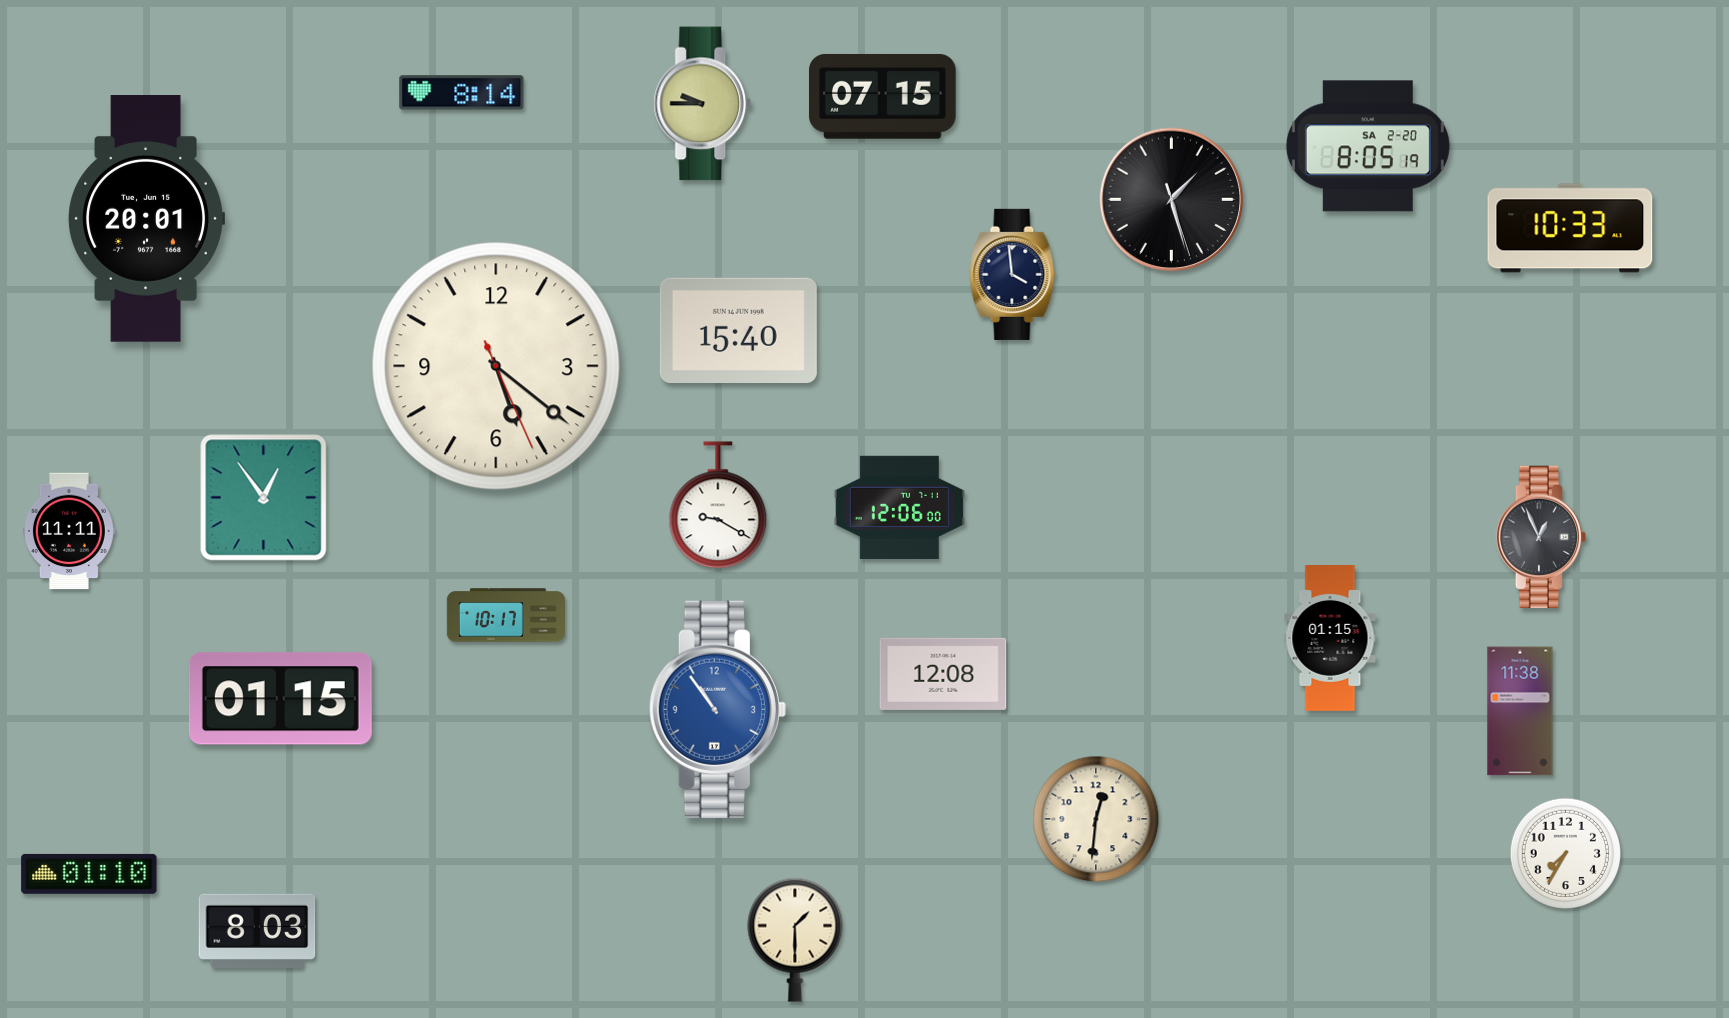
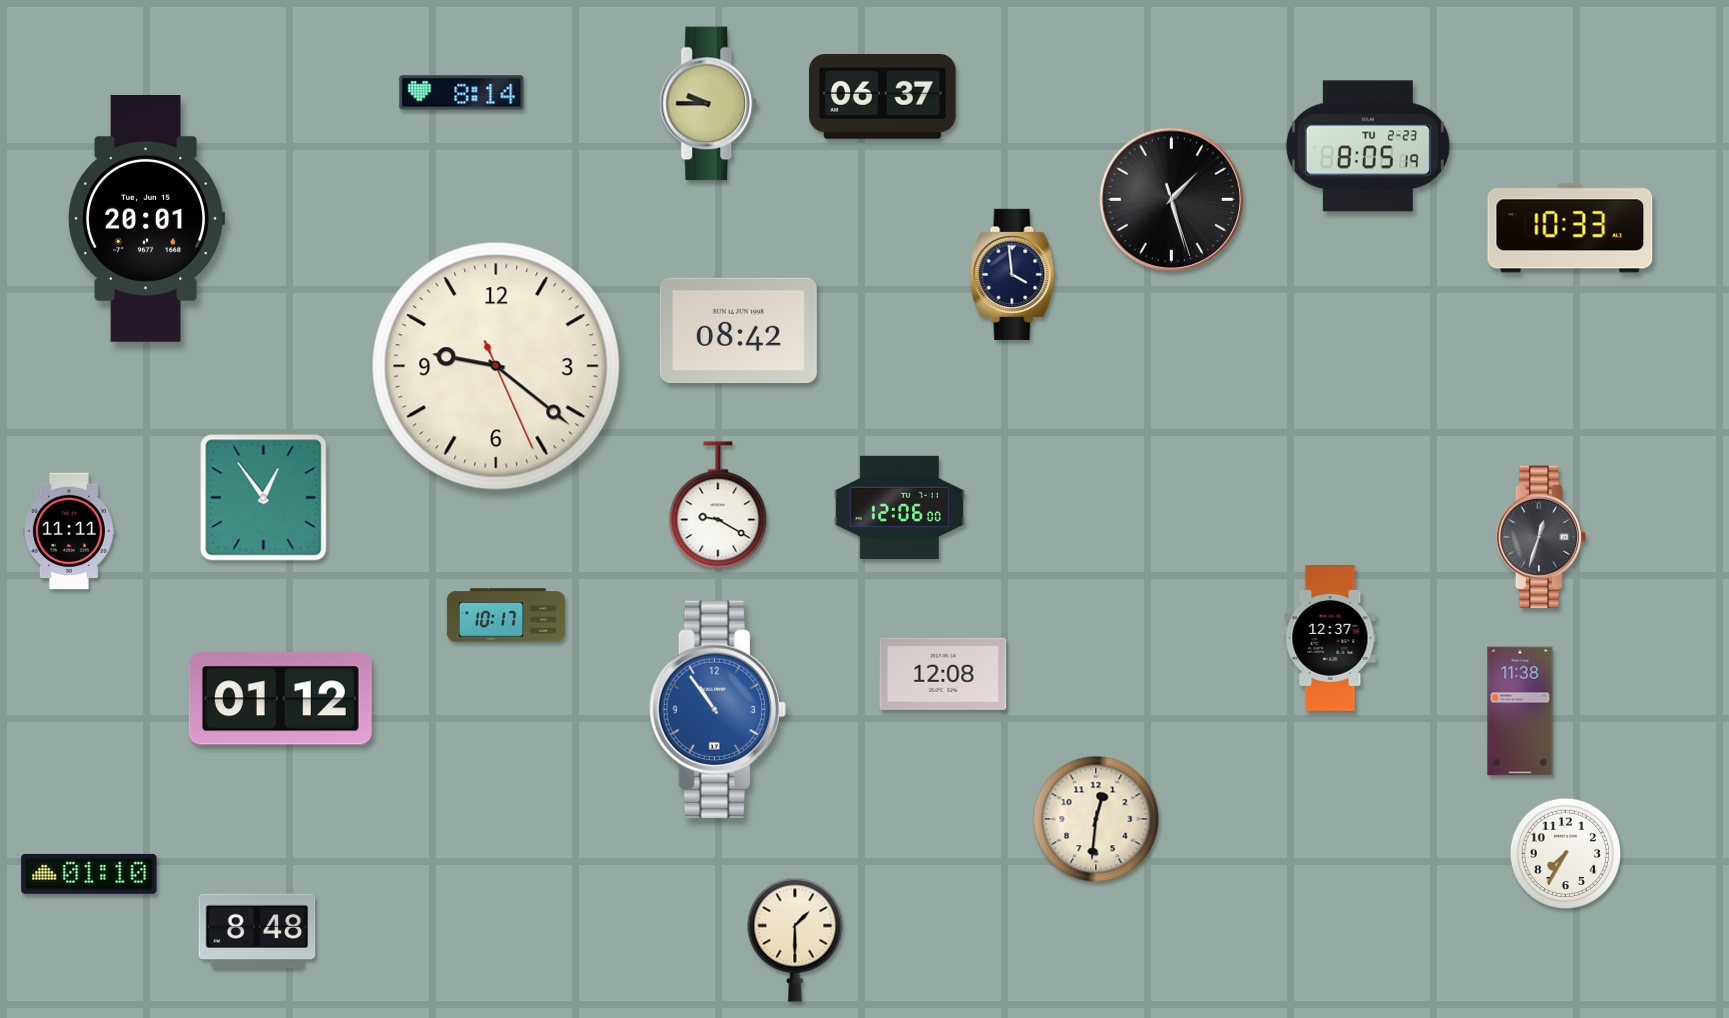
clock at (883, 97): 07:15 -> 06:37
clock at (703, 104) position: (703, 104) -> (709, 104)
clock at (1368, 146) date: SA 2-20 -> TU 2-23
clock at (738, 330): 15:40 -> 08:42
clock at (496, 366): 5:21 -> 9:21
clock at (1541, 537): 12:56 -> 12:33
clock at (1330, 639): 01:15 -> 12:37
clock at (280, 699): 01:15 -> 01:12
clock at (257, 930): 8:03 -> 8:48
